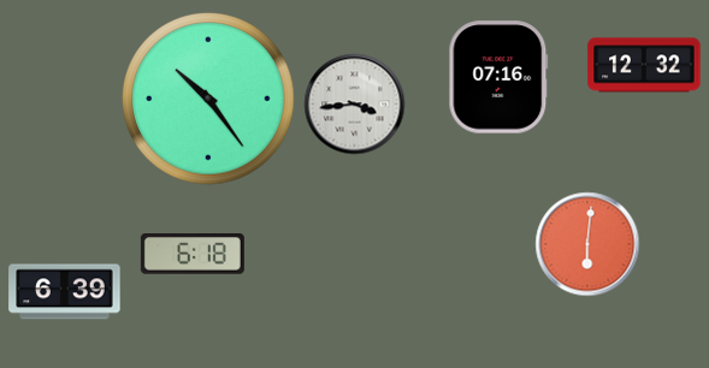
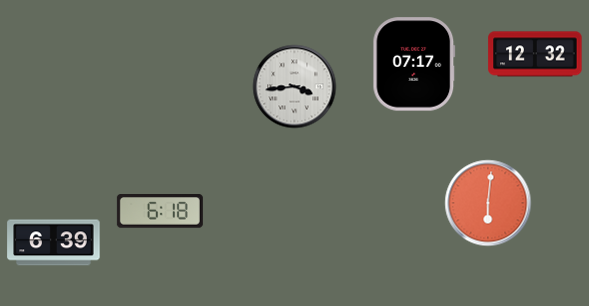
clock at (498, 77): 07:16 -> 07:17
clock at (208, 99): 10:24 -> none
